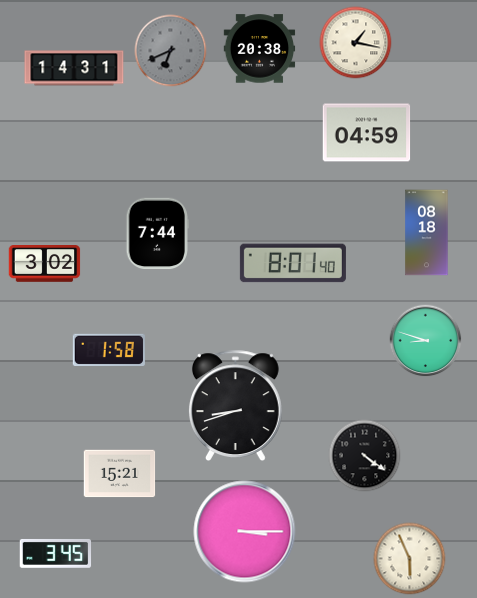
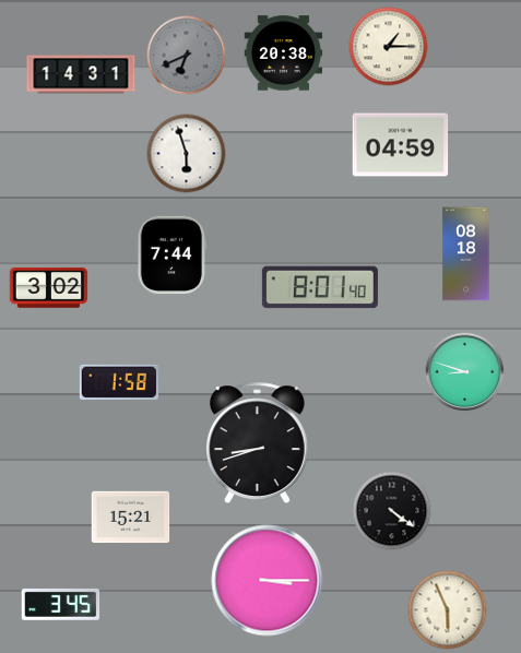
clock at (356, 43): 1:17 -> 1:15
clock at (187, 154): none -> 5:57
clock at (365, 456) position: (365, 456) -> (392, 511)
